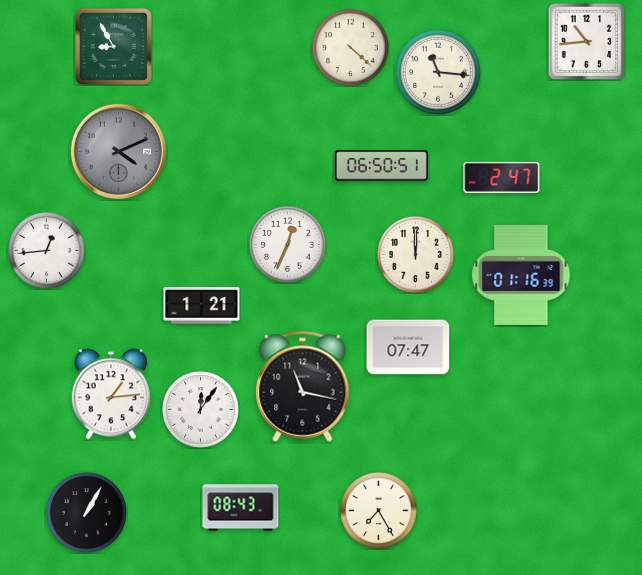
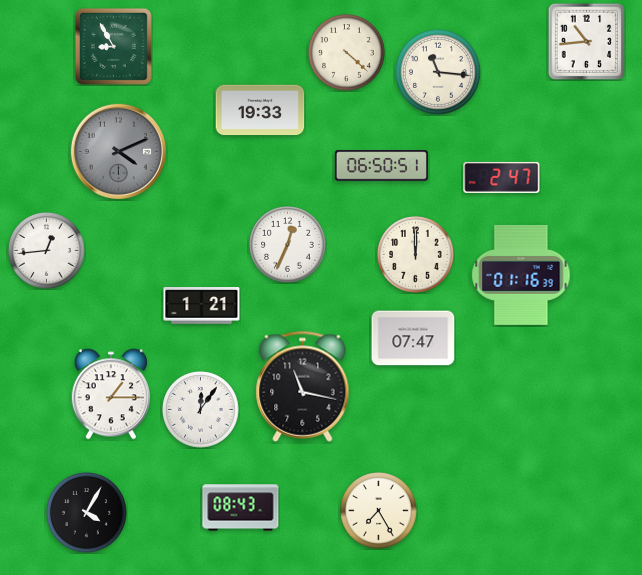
clock at (351, 48) position: (351, 48) -> (347, 53)
clock at (260, 110): none -> 19:33
clock at (408, 347) position: (408, 347) -> (413, 338)
clock at (111, 394): 1:14 -> 1:15
clock at (87, 513): 1:05 -> 4:05
